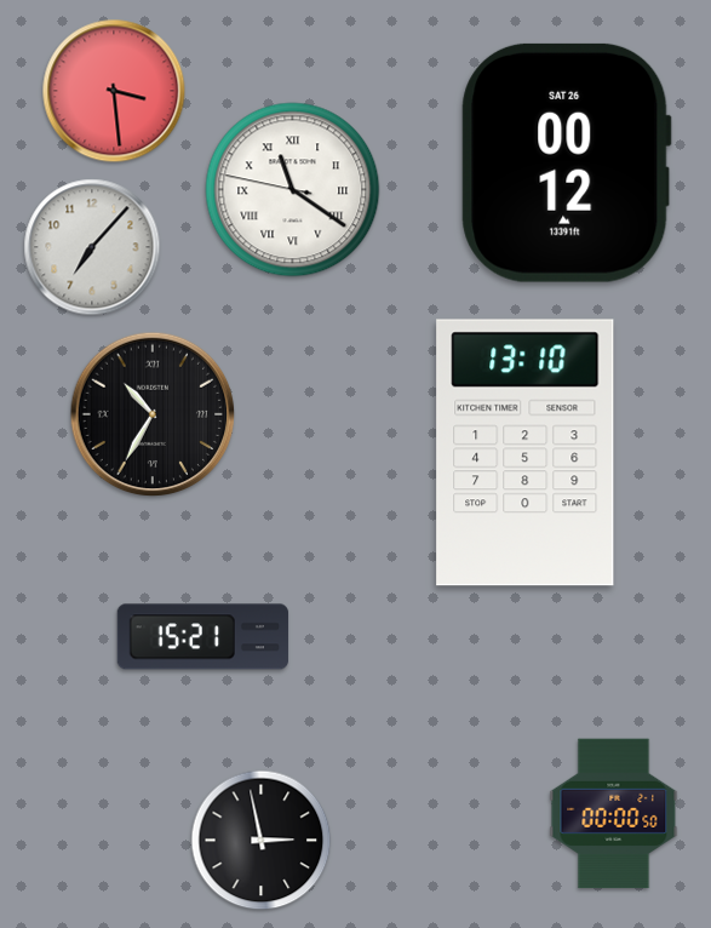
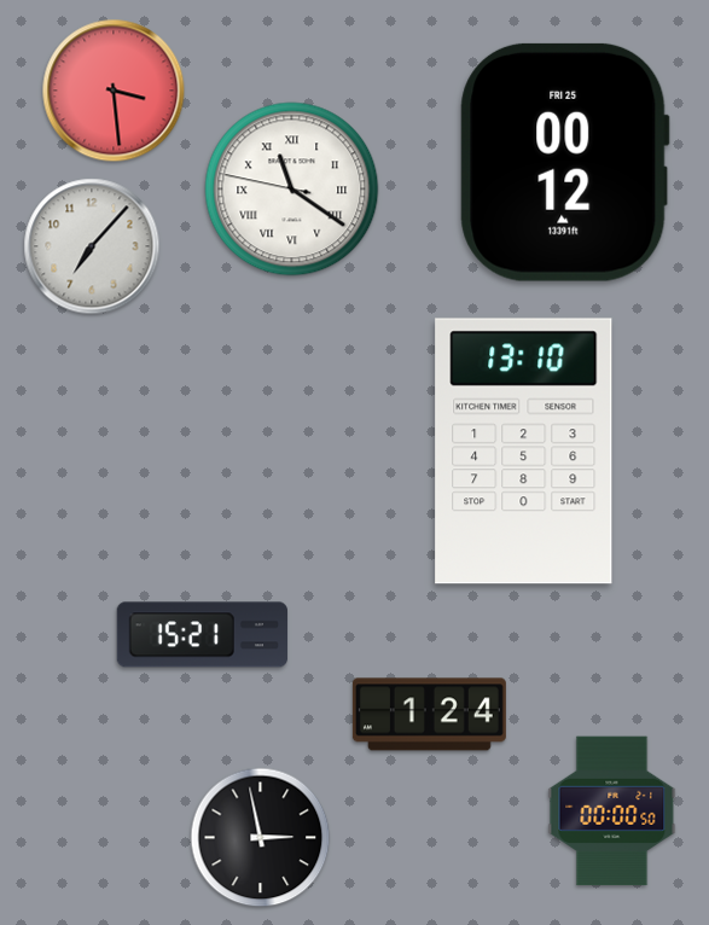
clock at (566, 162) date: SAT 26 -> FRI 25
clock at (153, 414): 10:35 -> none
clock at (429, 715): none -> 1:24
